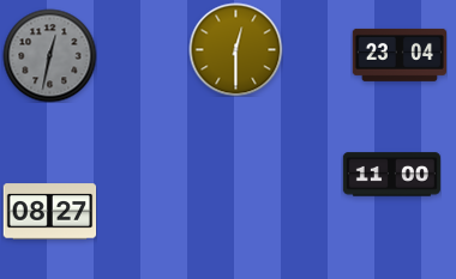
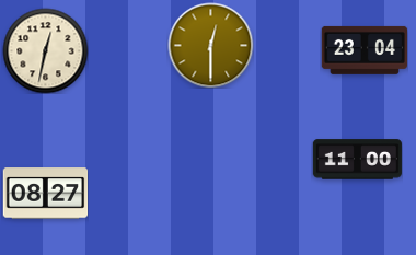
clock at (235, 49) position: (235, 49) -> (210, 45)
clock at (49, 55) dial: grey -> cream
